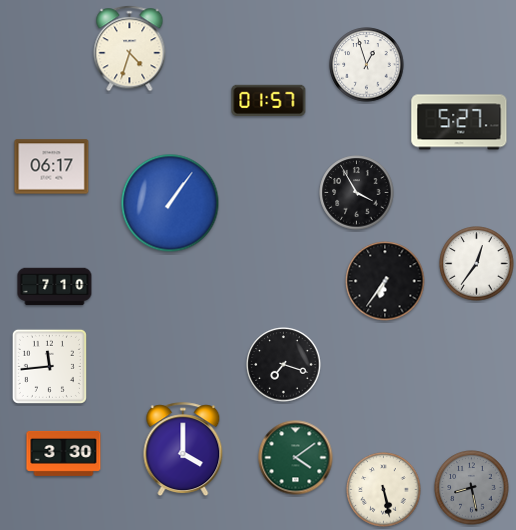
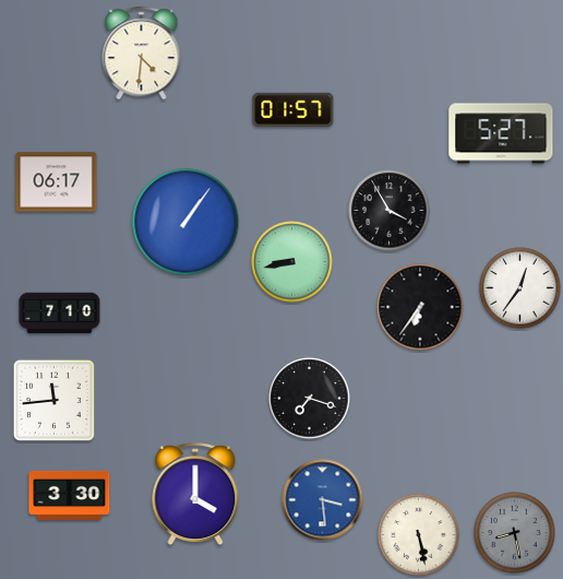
clock at (130, 49): 4:33 -> 4:31
clock at (367, 65): 12:57 -> none
clock at (292, 262): none -> 8:43
clock at (183, 450) position: (183, 450) -> (195, 495)
clock at (296, 458): 4:09 -> 3:29
clock at (296, 458) dial: green -> blue
